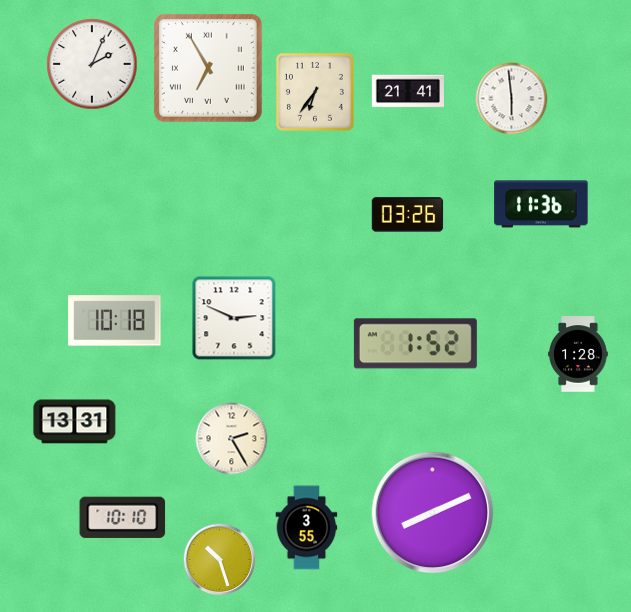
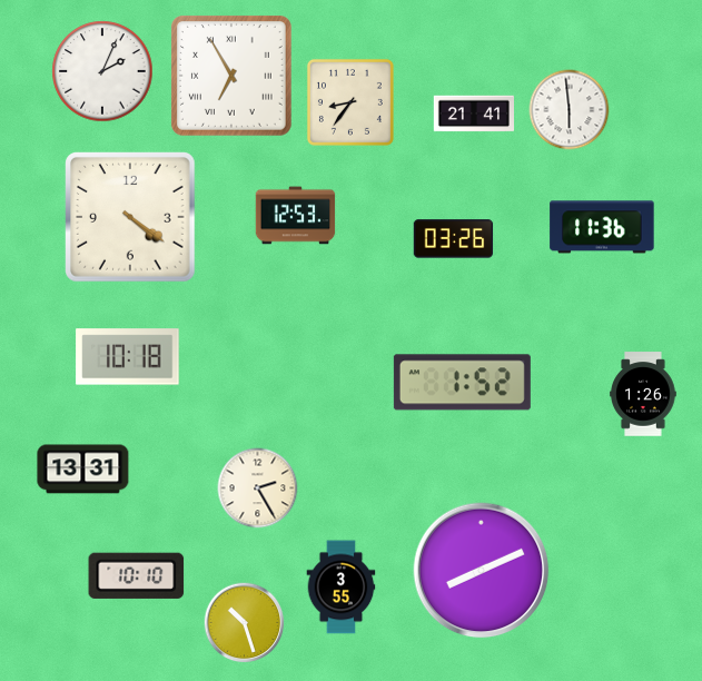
clock at (407, 91) position: (407, 91) -> (473, 113)
clock at (315, 92): 6:36 -> 8:36
clock at (296, 216): none -> 12:53
clock at (131, 218): none -> 4:21
clock at (234, 318): 2:49 -> none
clock at (578, 354): 1:28 -> 1:26
